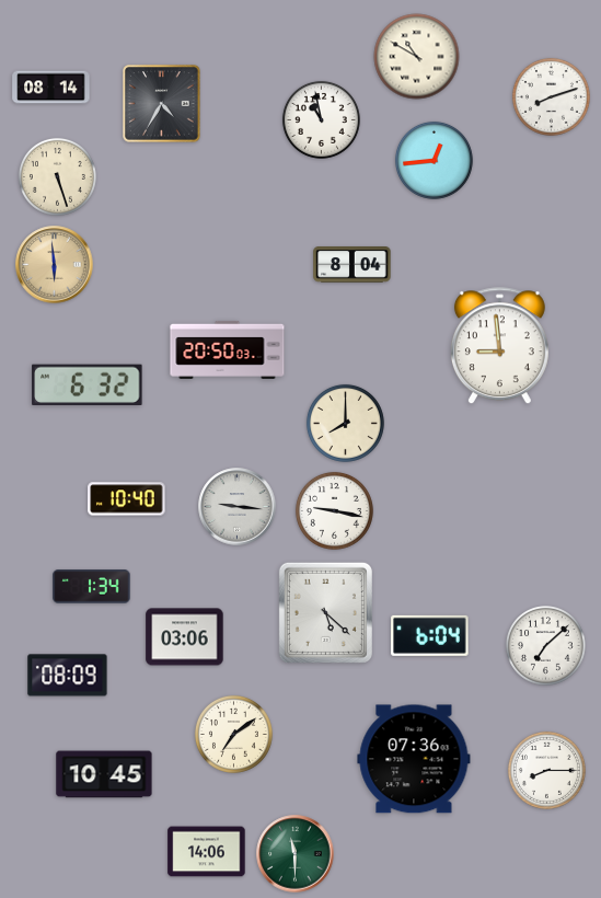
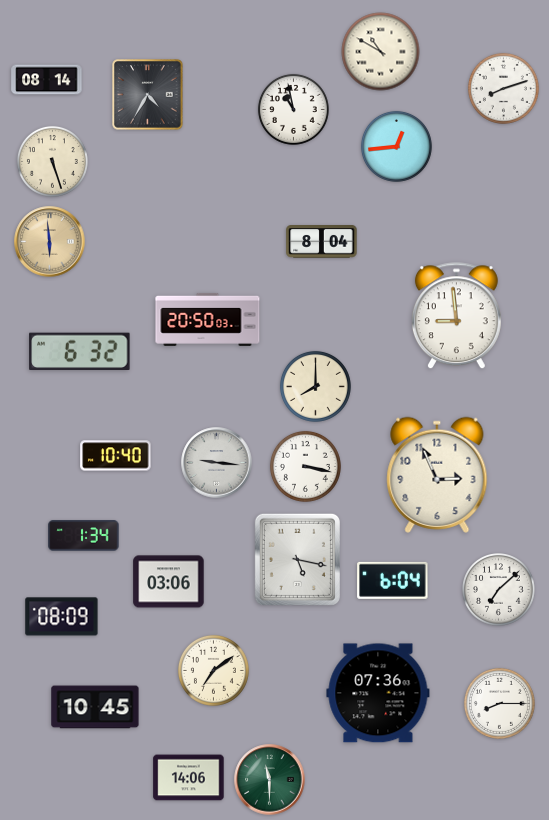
clock at (334, 510): 9:17 -> 3:17
clock at (437, 475): none -> 2:56
clock at (325, 612): 5:22 -> 5:17
